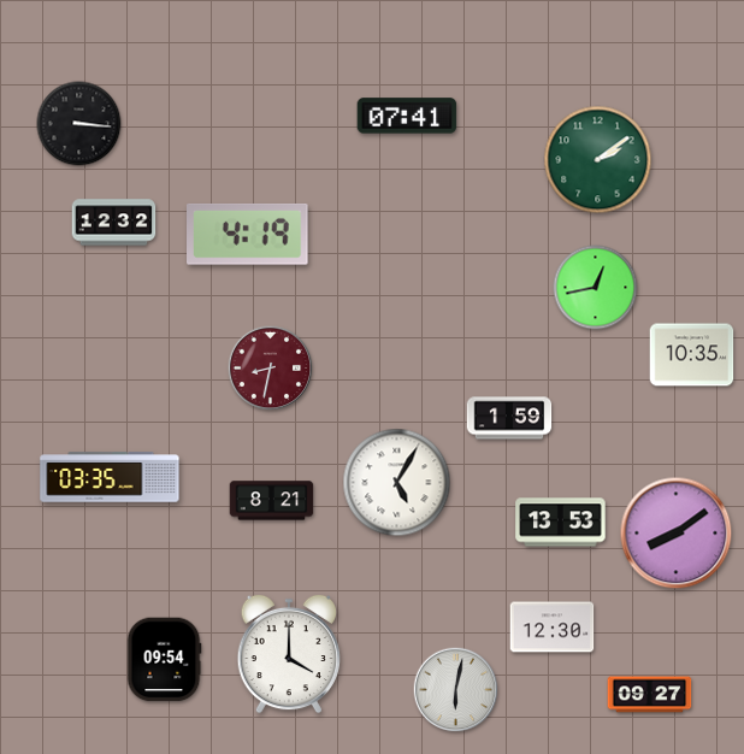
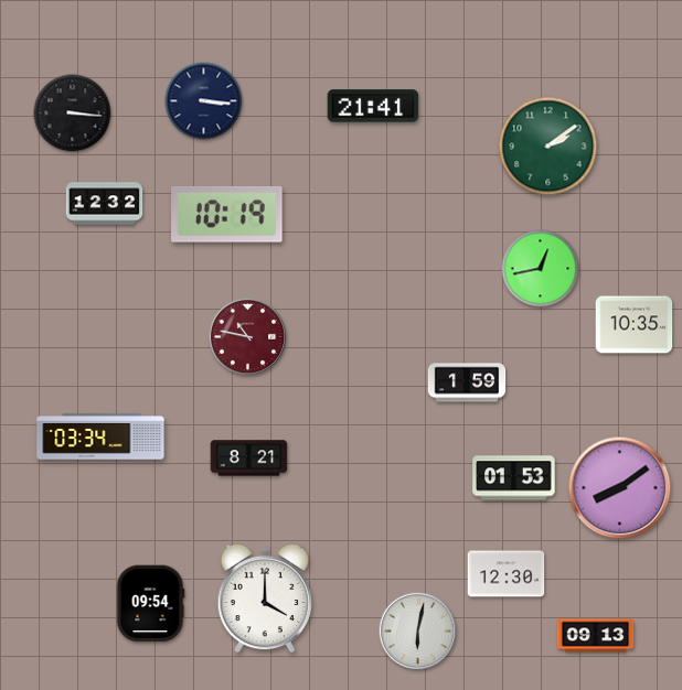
clock at (204, 101): none -> 3:16
clock at (407, 116): 07:41 -> 21:41
clock at (248, 234): 4:19 -> 10:19
clock at (596, 288) position: (596, 288) -> (541, 269)
clock at (271, 369): 8:32 -> 10:47
clock at (110, 477): 03:35 -> 03:34
clock at (397, 483): 5:05 -> none
clock at (561, 523): 13:53 -> 01:53
clock at (650, 695): 09:27 -> 09:13
